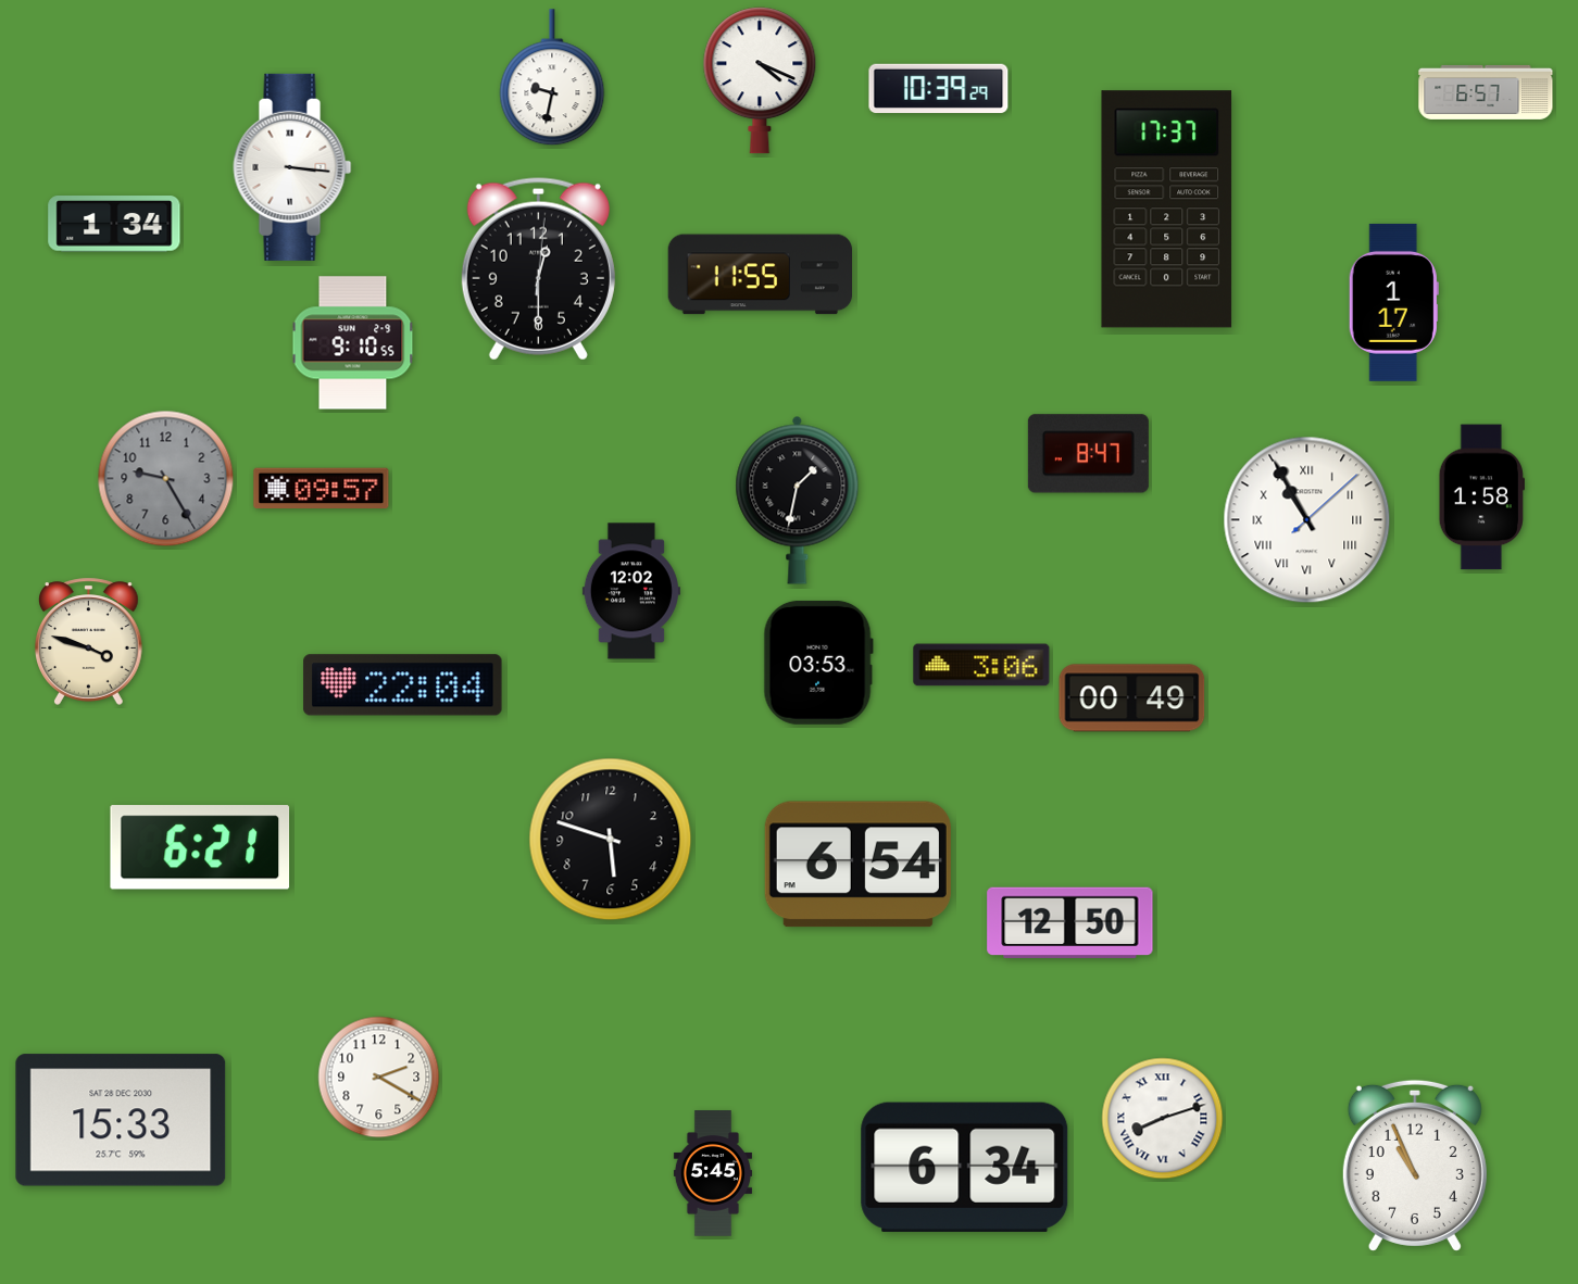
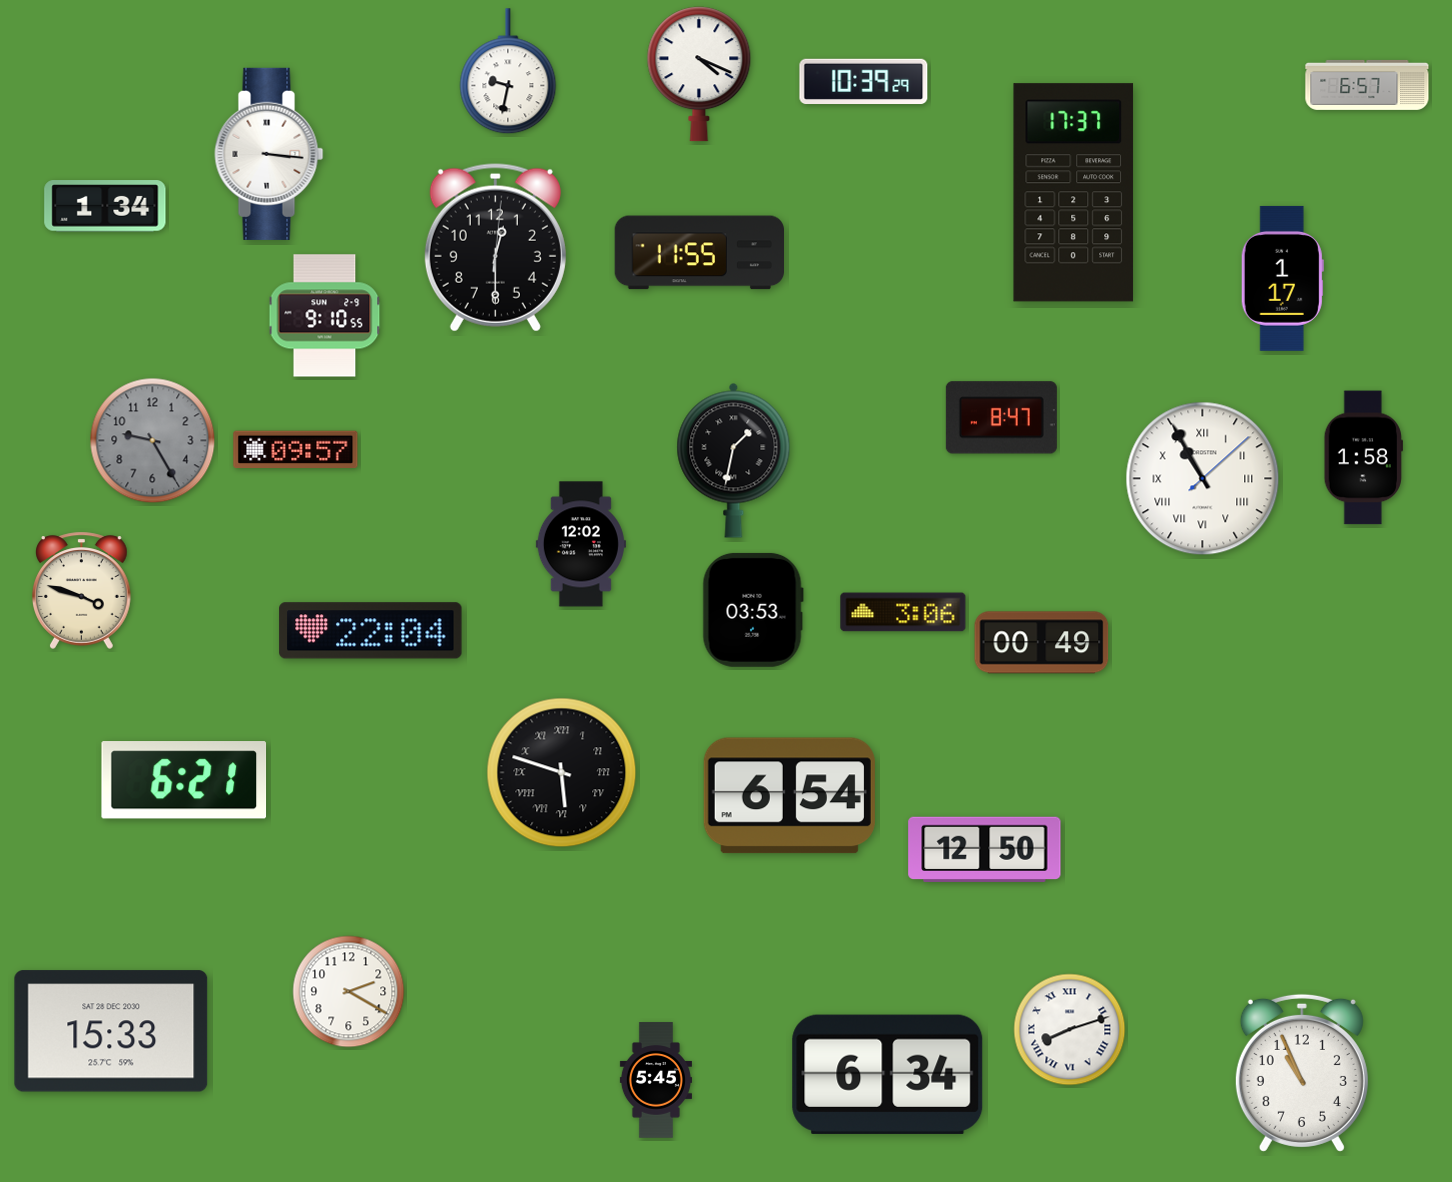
clock at (611, 840) numerals: Arabic -> Roman
